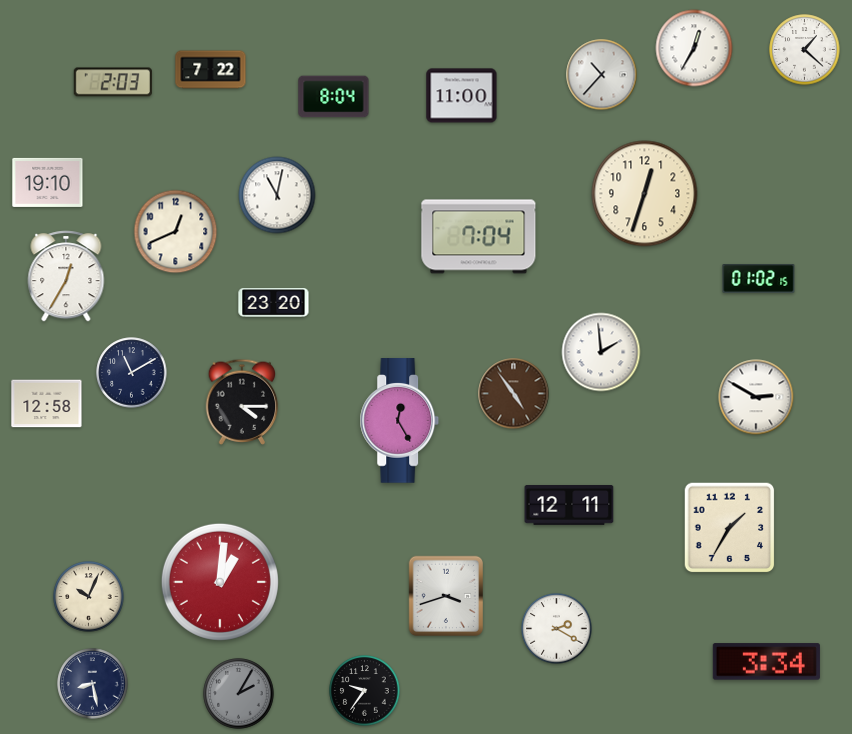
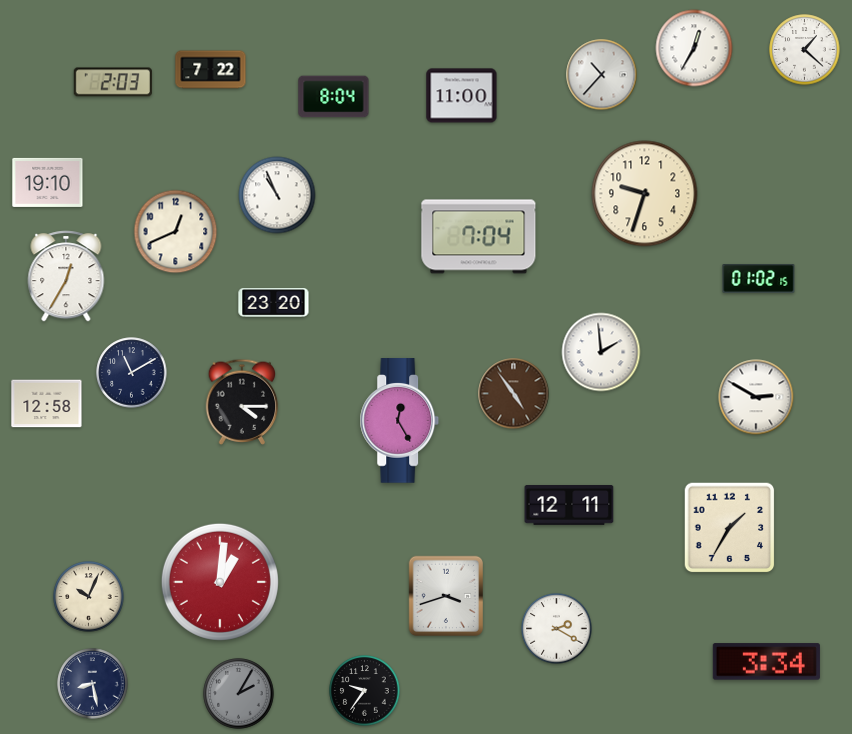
clock at (645, 194): 12:33 -> 9:33
clock at (277, 195): 11:02 -> 10:56
